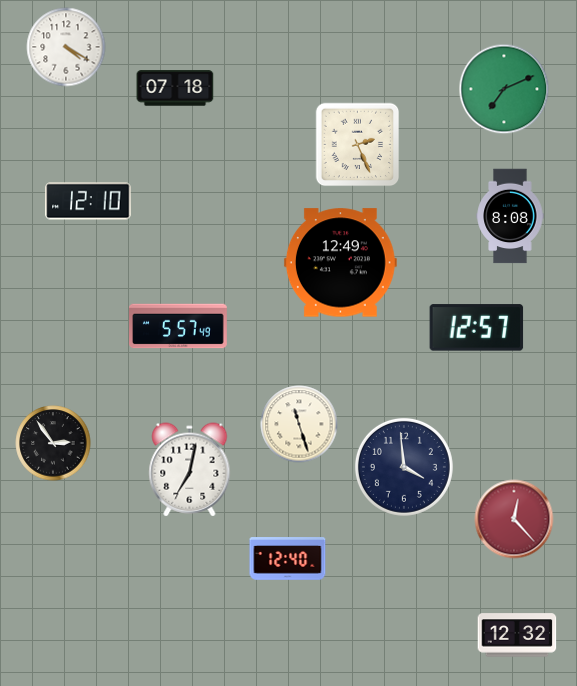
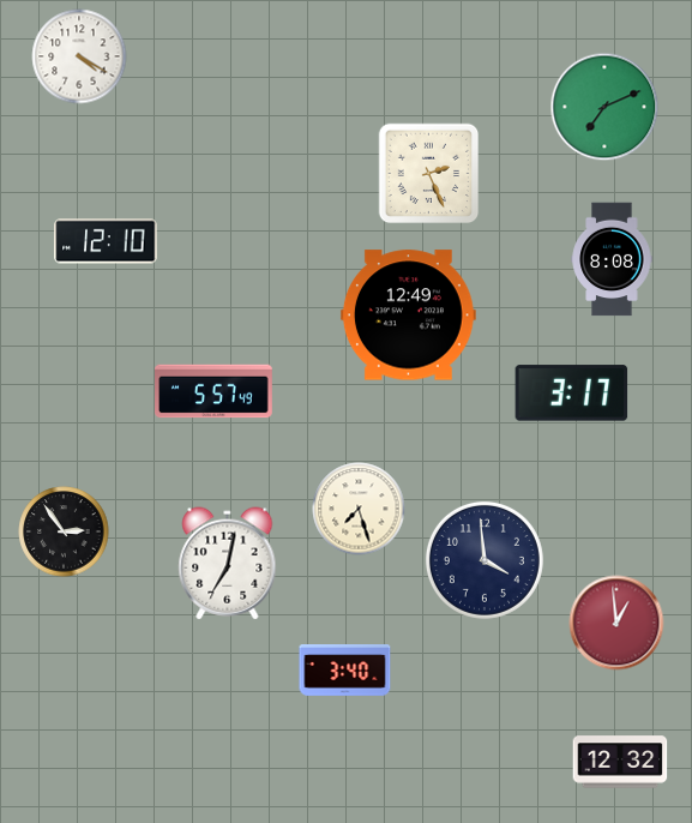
clock at (175, 88): 07:18 -> none
clock at (477, 328): 12:57 -> 3:17
clock at (299, 424): 11:27 -> 7:27
clock at (514, 519): 12:23 -> 12:59
clock at (288, 559): 12:40 -> 3:40
